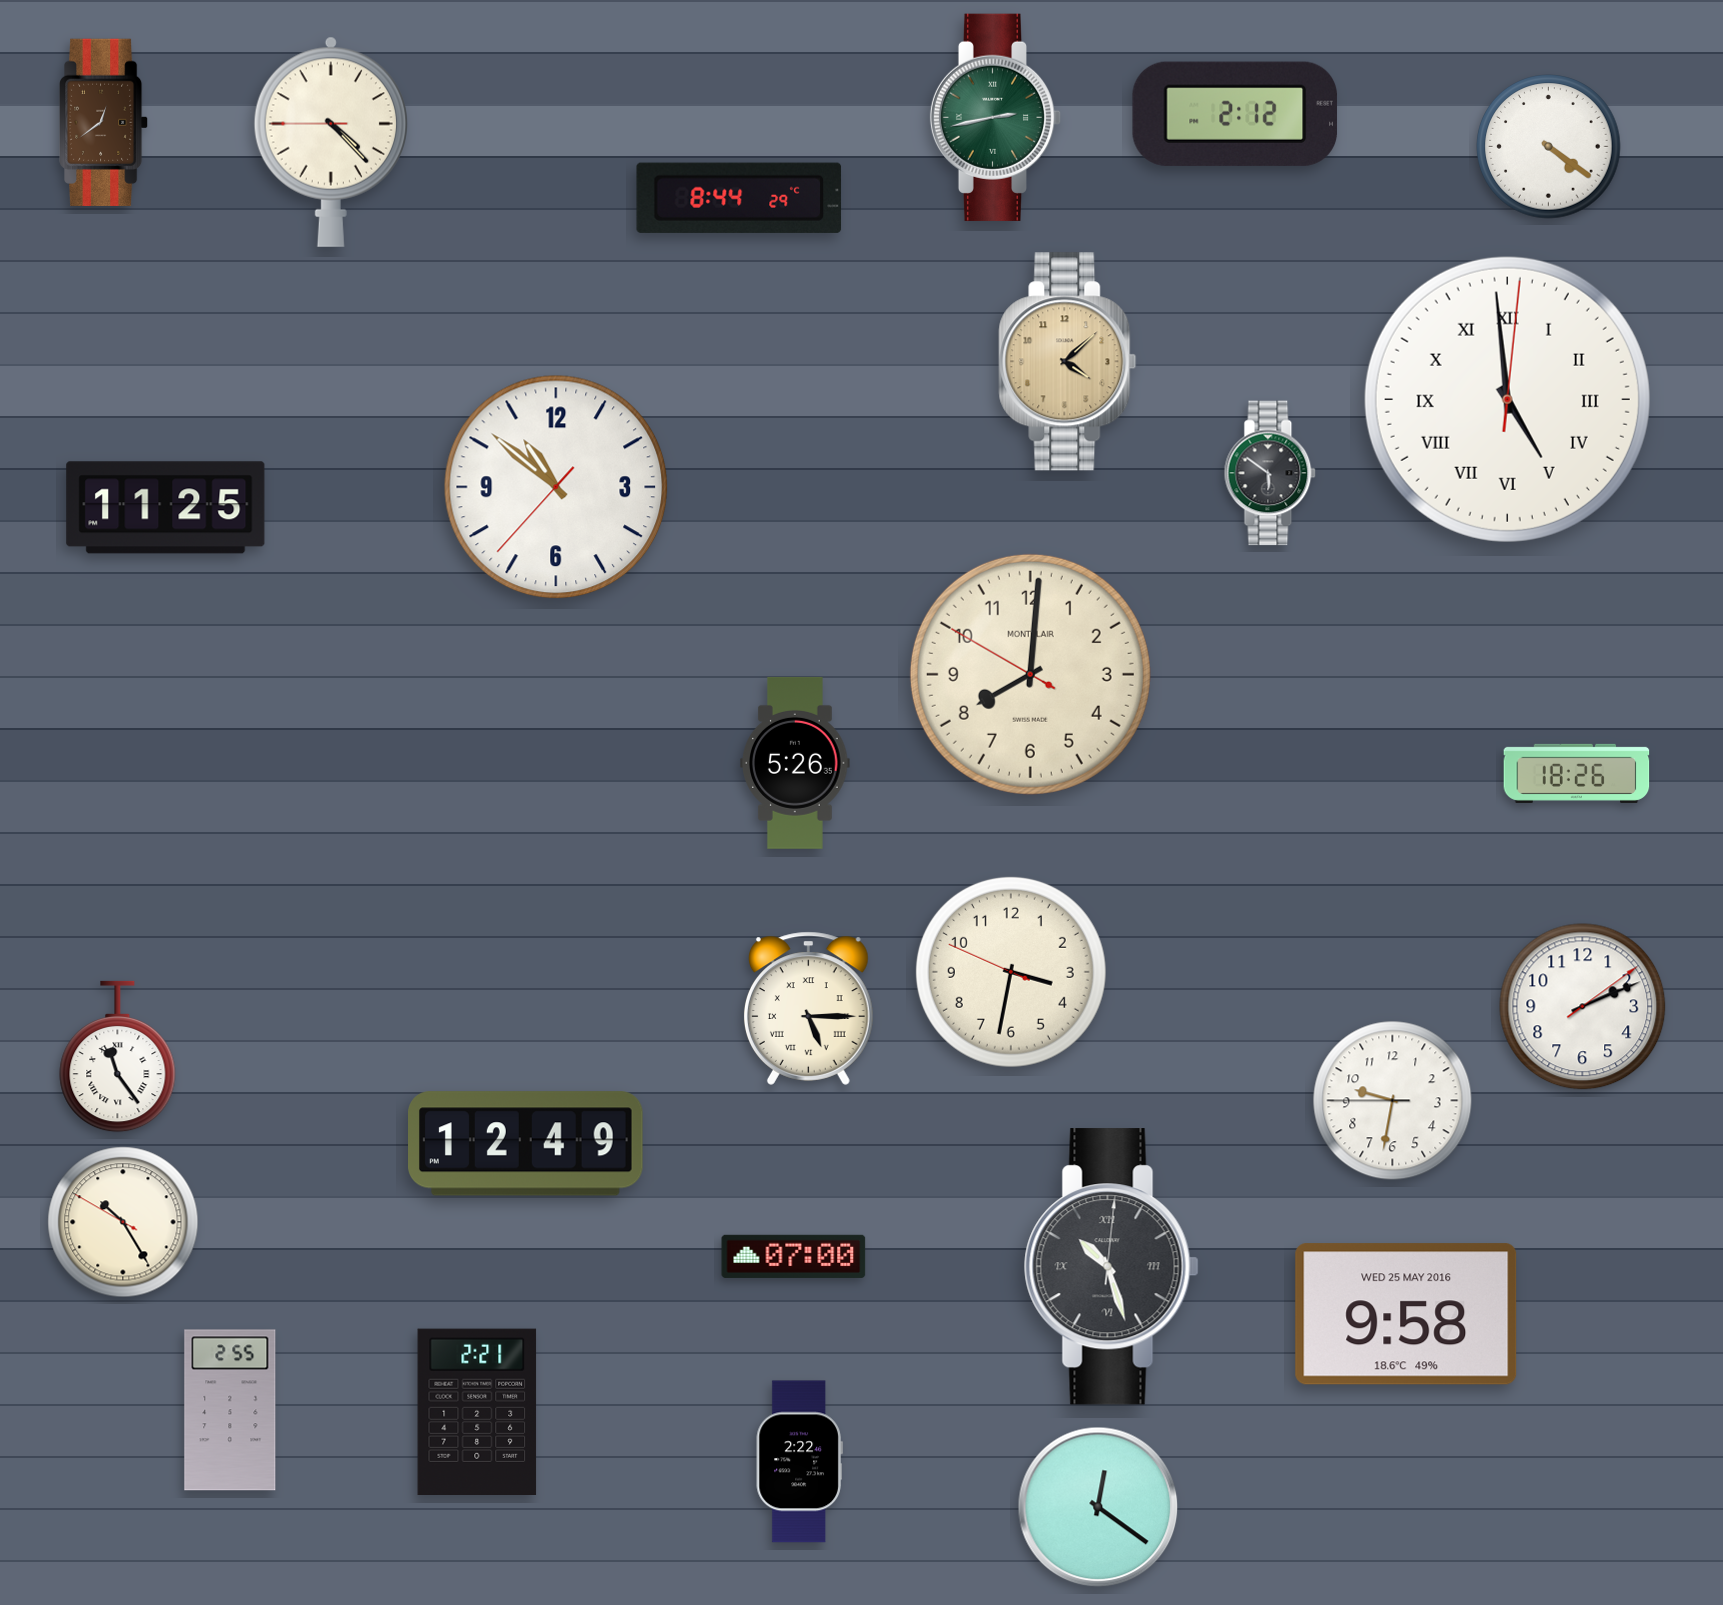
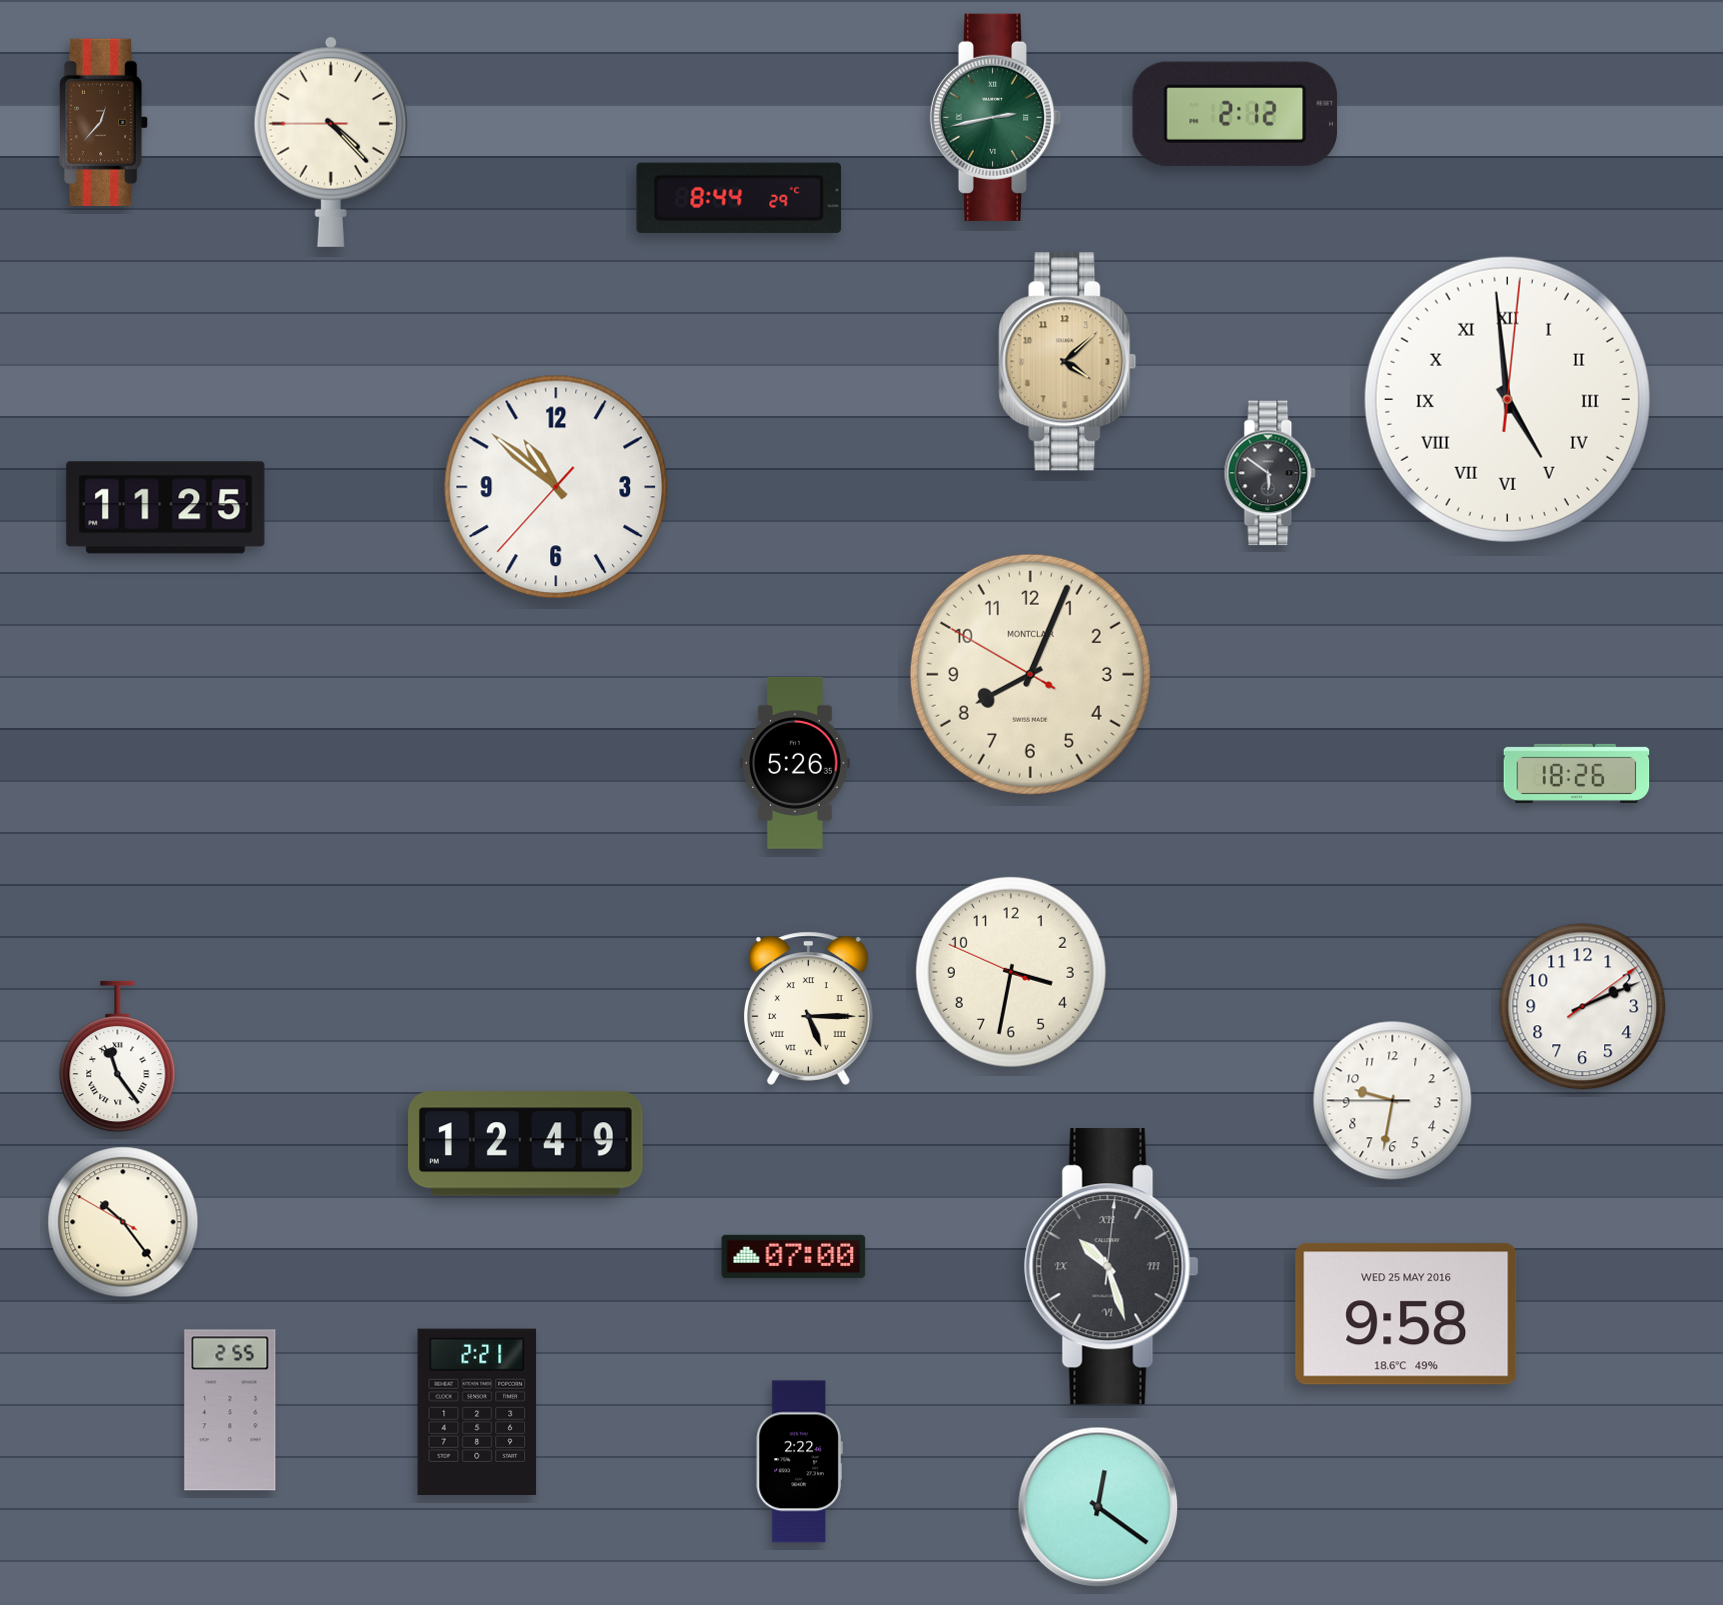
clock at (105, 122): 12:39 -> 12:37
clock at (1549, 147): 4:21 -> none
clock at (1030, 674): 8:00 -> 8:03
clock at (123, 1222): 10:24 -> 10:23
